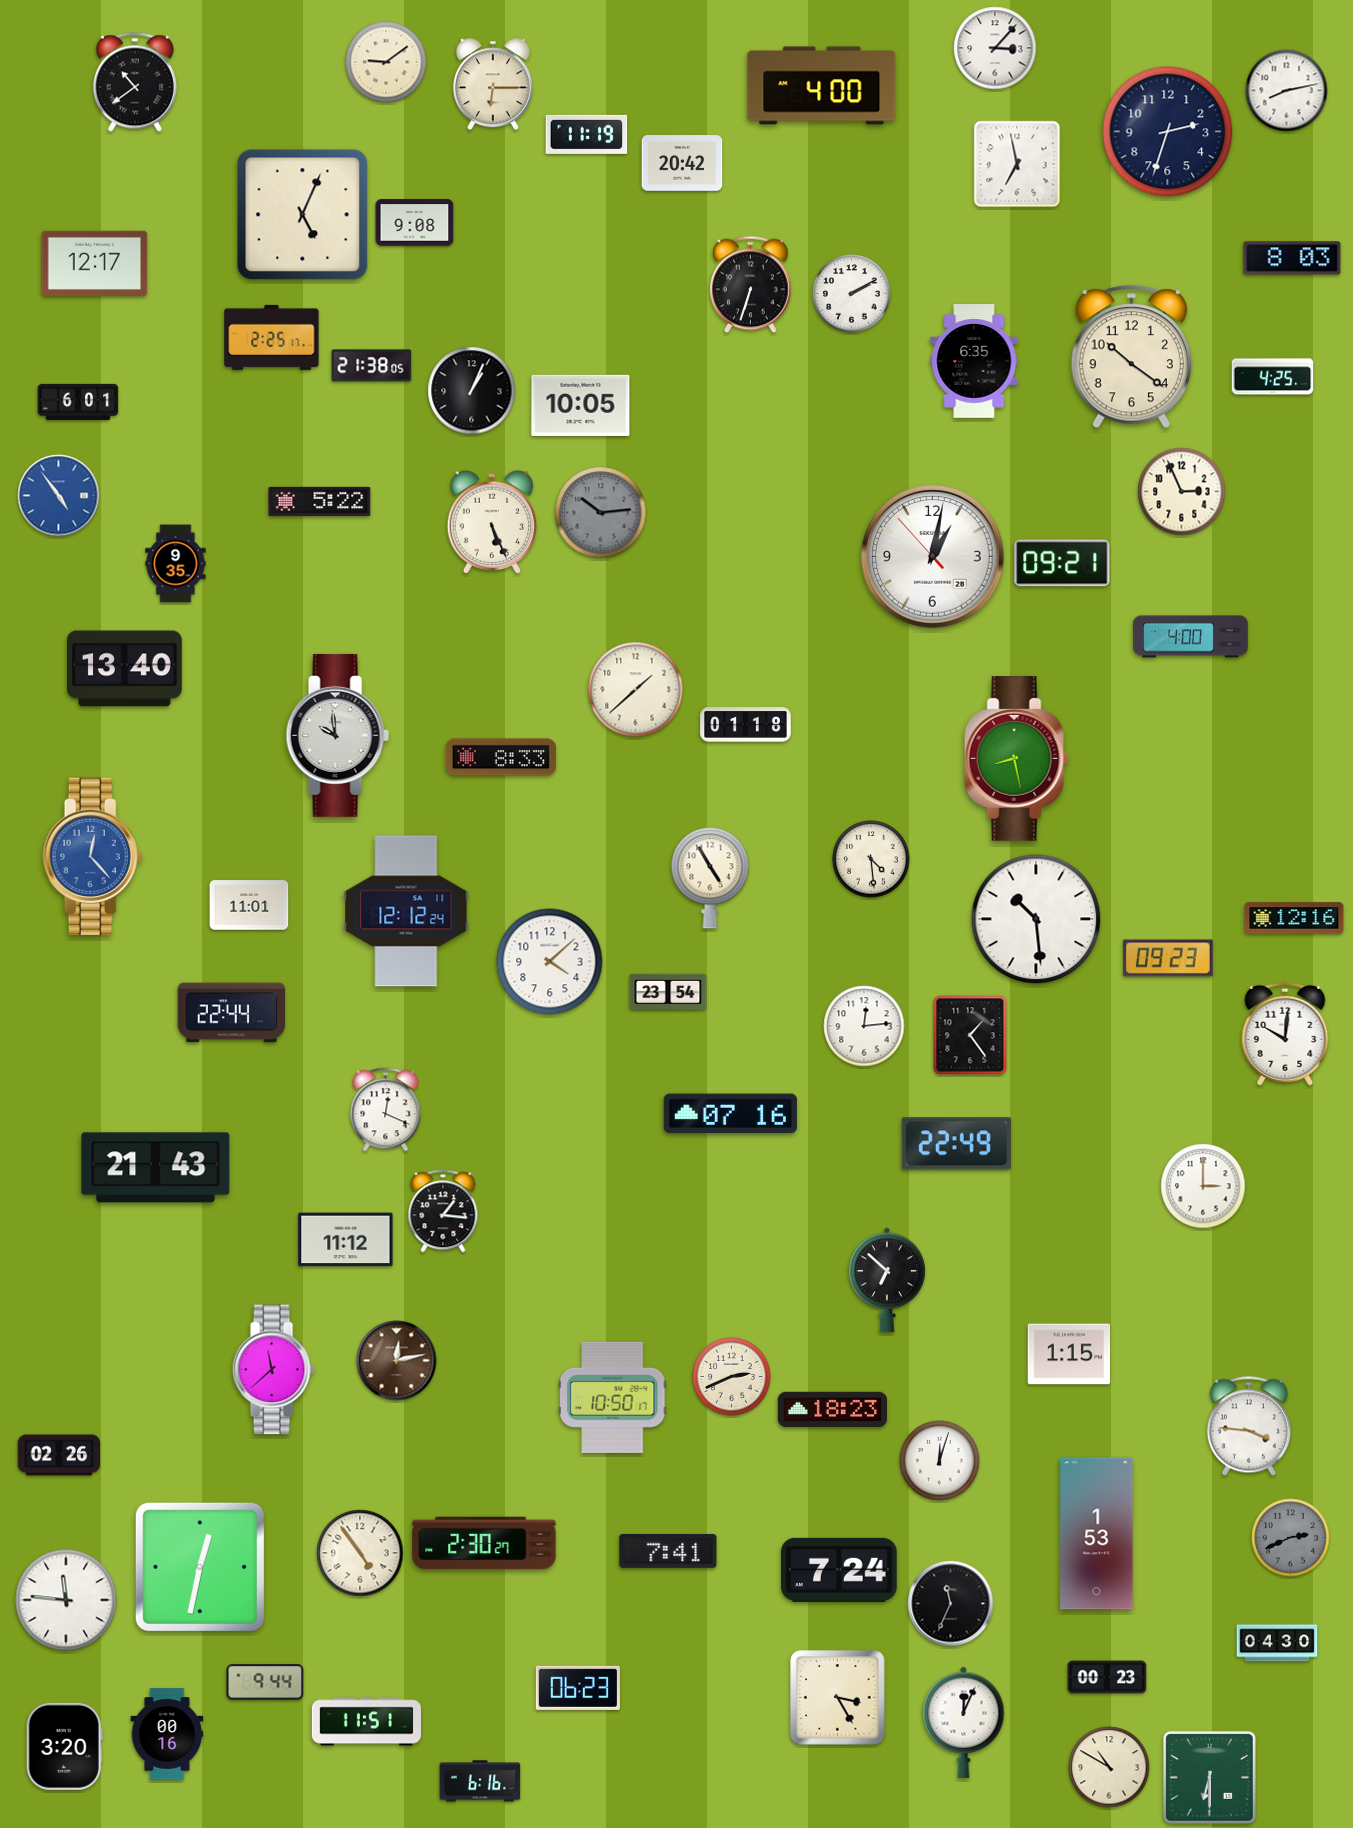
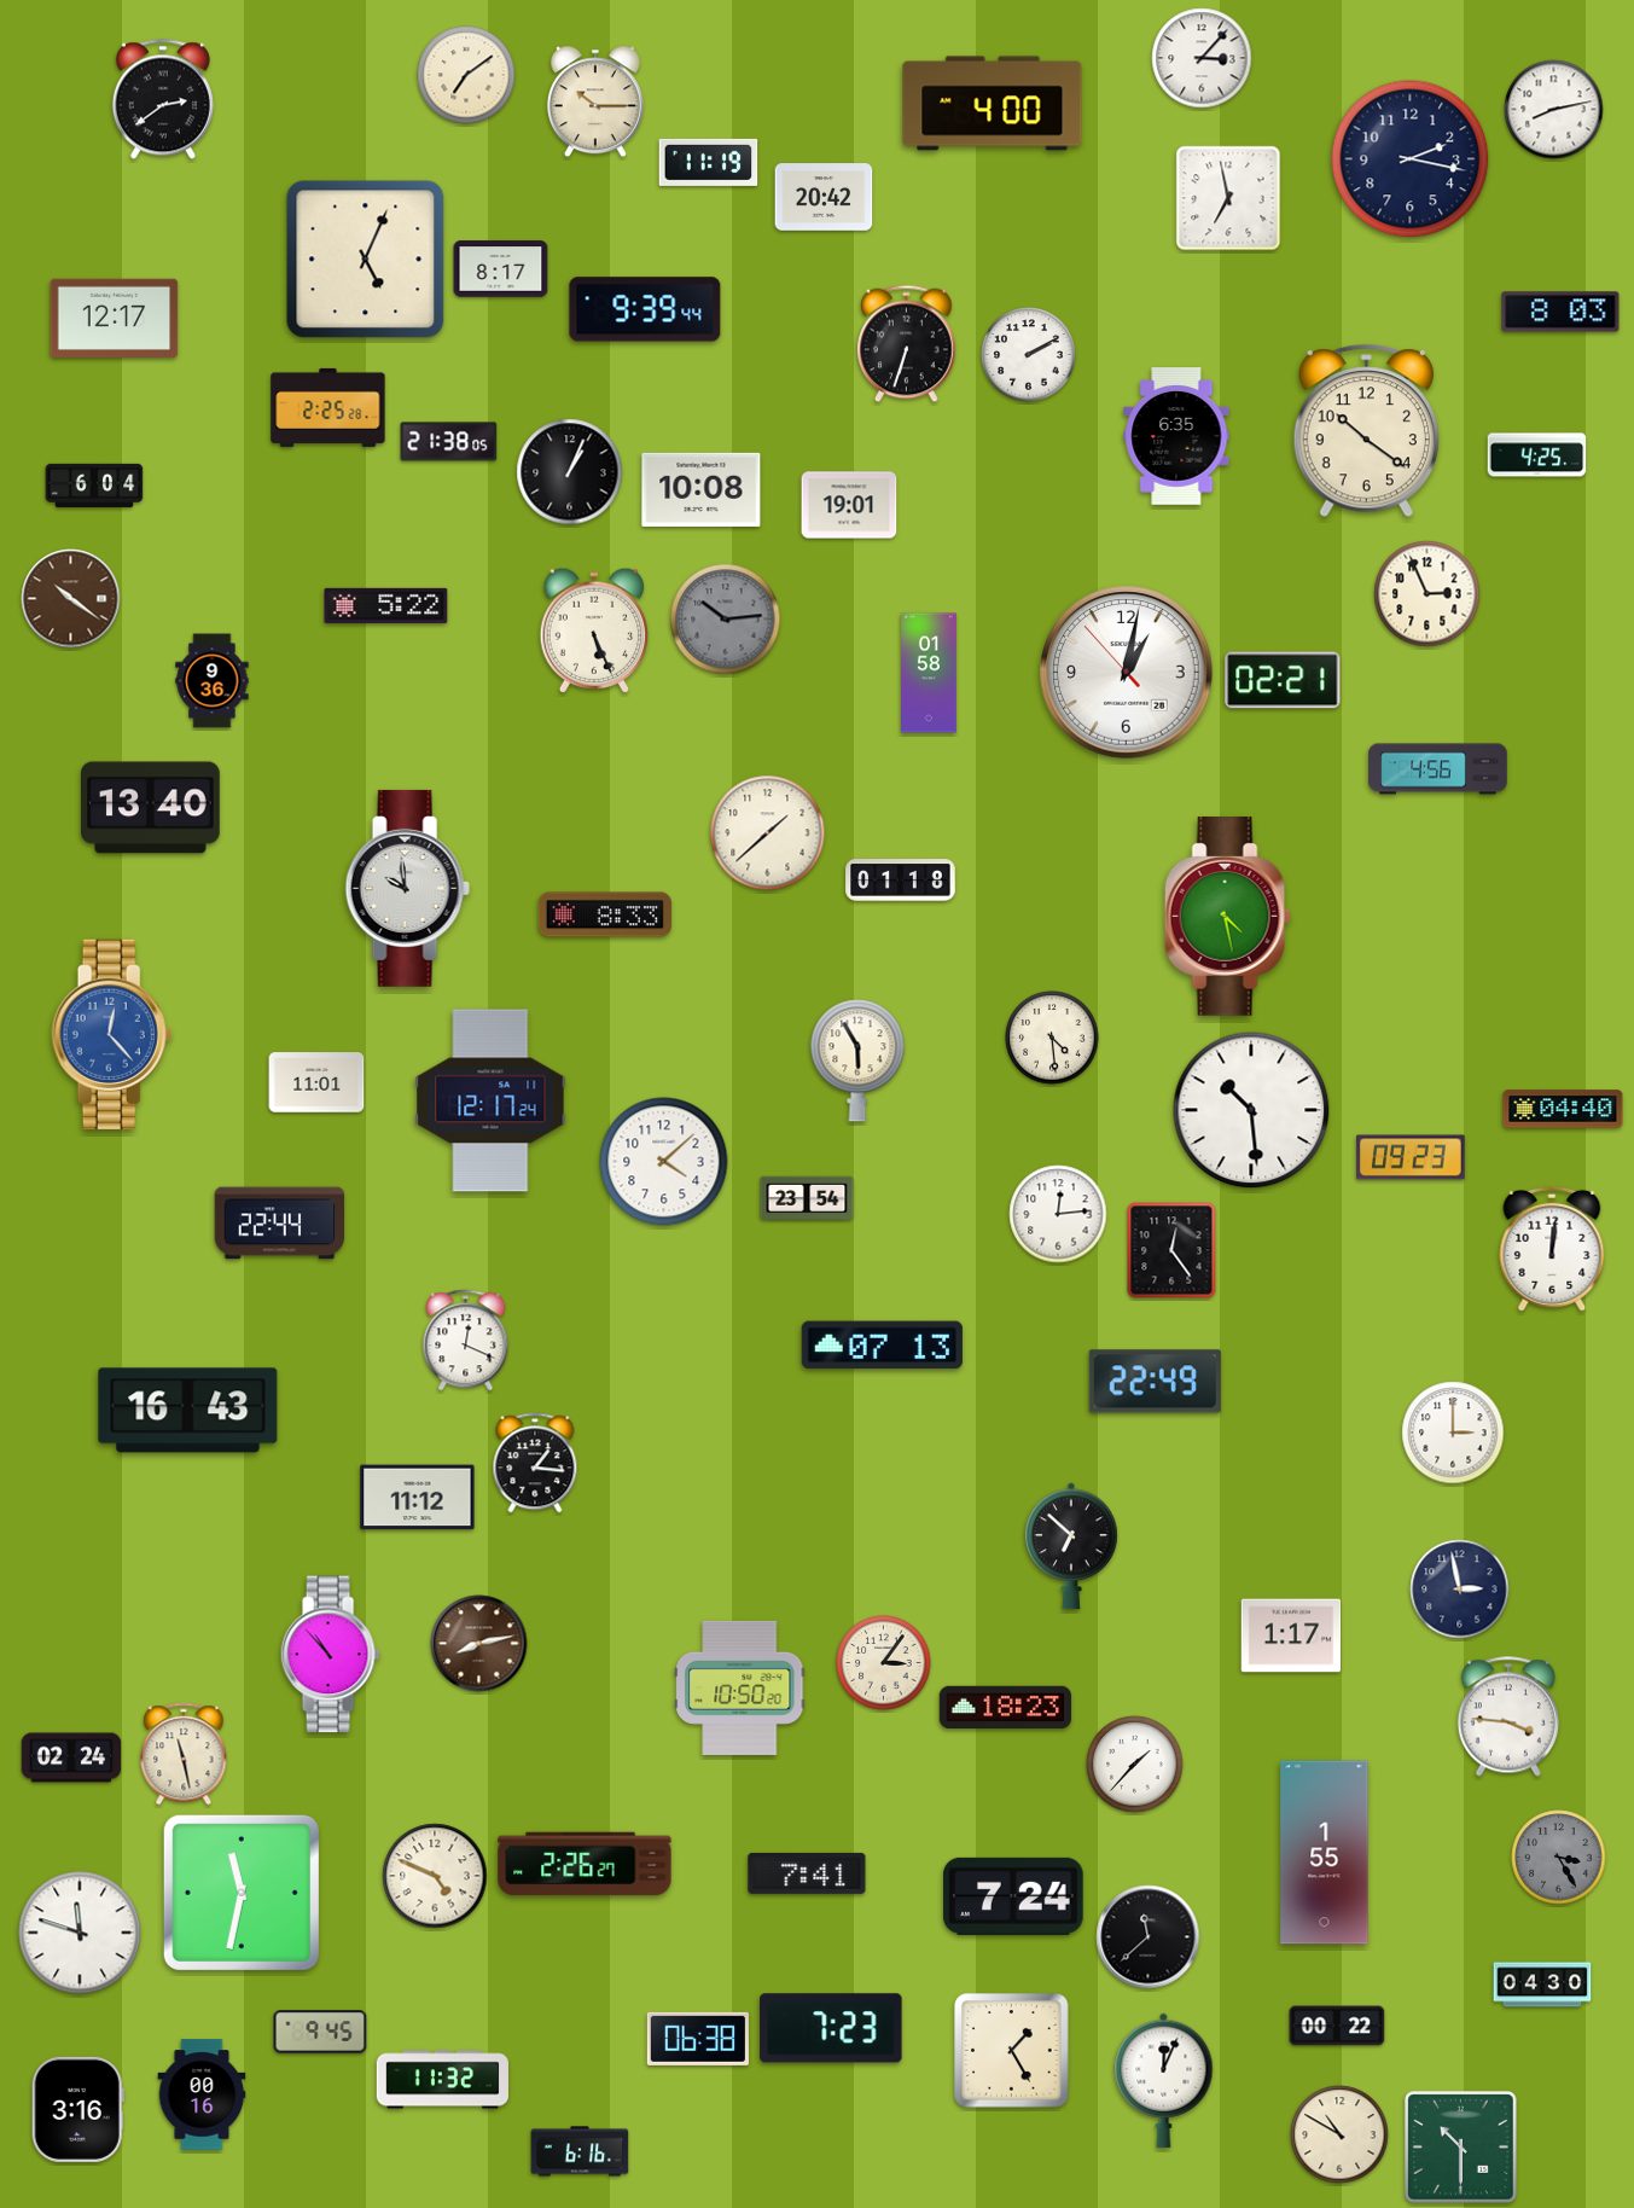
clock at (386, 62): 9:09 -> 7:09
clock at (135, 82): 10:39 -> 2:39
clock at (493, 84): 6:15 -> 10:15
clock at (1168, 132): 2:33 -> 2:17
clock at (415, 223): 9:08 -> 8:17
clock at (645, 309): none -> 9:39
clock at (272, 337): 2:25:17 -> 2:25:28
clock at (78, 402): 6:01 -> 6:04
clock at (581, 405): 10:05 -> 10:08
clock at (849, 505): none -> 19:01
clock at (59, 496): 4:54 -> 10:21
clock at (59, 496) dial: blue -> brown
clock at (930, 673): none -> 01:58
clock at (1062, 563): 09:21 -> 02:21
clock at (176, 564): 9:35 -> 9:36
clock at (1191, 637): 4:00 -> 4:56
clock at (746, 725) position: (746, 725) -> (901, 881)
clock at (1016, 759): 8:28 -> 4:28
clock at (710, 878): 4:55 -> 5:55
clock at (249, 905) position: (249, 905) -> (316, 1082)
clock at (406, 911): 12:12 -> 12:17
clock at (1294, 918): 12:16 -> 04:40
clock at (864, 1026) position: (864, 1026) -> (1058, 1214)
clock at (1285, 1034): 10:01 -> 12:01
clock at (970, 1035): 1:24 -> 12:24
clock at (730, 1114): 07:16 -> 07:13
clock at (156, 1168): 21:43 -> 16:43
clock at (1460, 1590): none -> 2:58
clock at (1069, 1354): 1:15 -> 1:17
clock at (397, 1361): 12:13 -> 8:13
clock at (273, 1370): 11:38 -> 10:53
clock at (732, 1377): 2:41 -> 3:06
clock at (613, 1397): 10:50:17 -> 10:50:20
clock at (832, 1409) position: (832, 1409) -> (1005, 1707)
clock at (1249, 1426) position: (1249, 1426) -> (1508, 1716)
clock at (184, 1754): none -> 11:28
clock at (59, 1455): 02:26 -> 02:24
clock at (940, 1461): 12:03 -> 1:37
clock at (1097, 1534): 1:53 -> 1:55
clock at (1291, 1538): 2:41 -> 3:25
clock at (484, 1543): 2:30 -> 2:26
clock at (360, 1553): 4:54 -> 4:49
clock at (200, 1567): 12:32 -> 11:32
clock at (66, 1600): 11:46 -> 11:48
clock at (951, 1604): 11:34 -> 11:38
clock at (1107, 1677): 00:23 -> 00:22
clock at (831, 2028): none -> 7:23
clock at (265, 1682): 9:44 -> 9:45
clock at (578, 1688): 06:23 -> 06:38
clock at (838, 1698): 3:25 -> 1:25
clock at (366, 1722): 11:51 -> 11:32
clock at (64, 1746): 3:20 -> 3:16
clock at (1210, 1778): 6:30 -> 10:30
